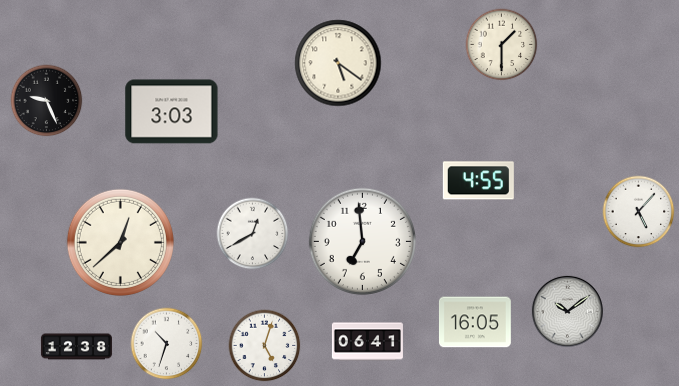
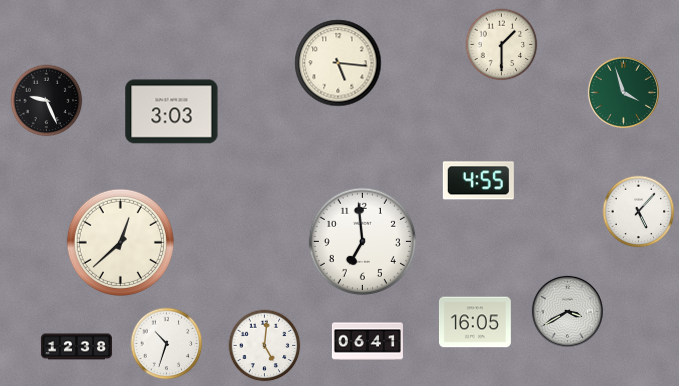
clock at (338, 63): 5:21 -> 5:16
clock at (623, 92): none -> 3:57
clock at (253, 234): 12:40 -> none
clock at (567, 311): 10:09 -> 3:40
clock at (265, 346): 5:03 -> 5:01
